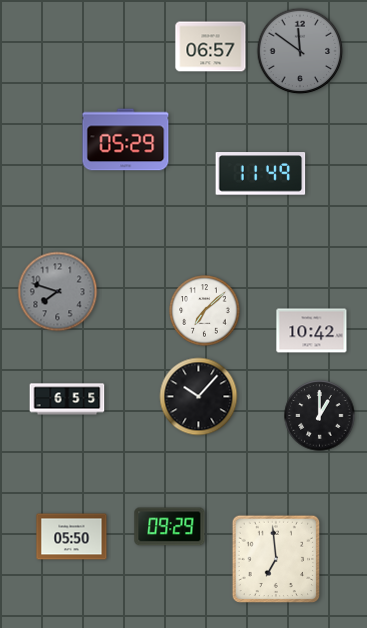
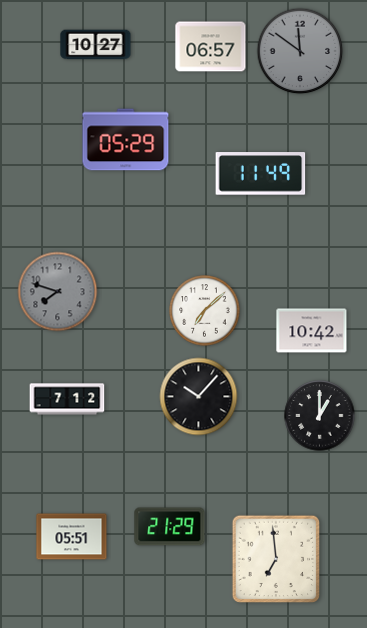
clock at (96, 45): none -> 10:27
clock at (67, 399): 6:55 -> 7:12
clock at (170, 527): 09:29 -> 21:29
clock at (72, 537): 05:50 -> 05:51
